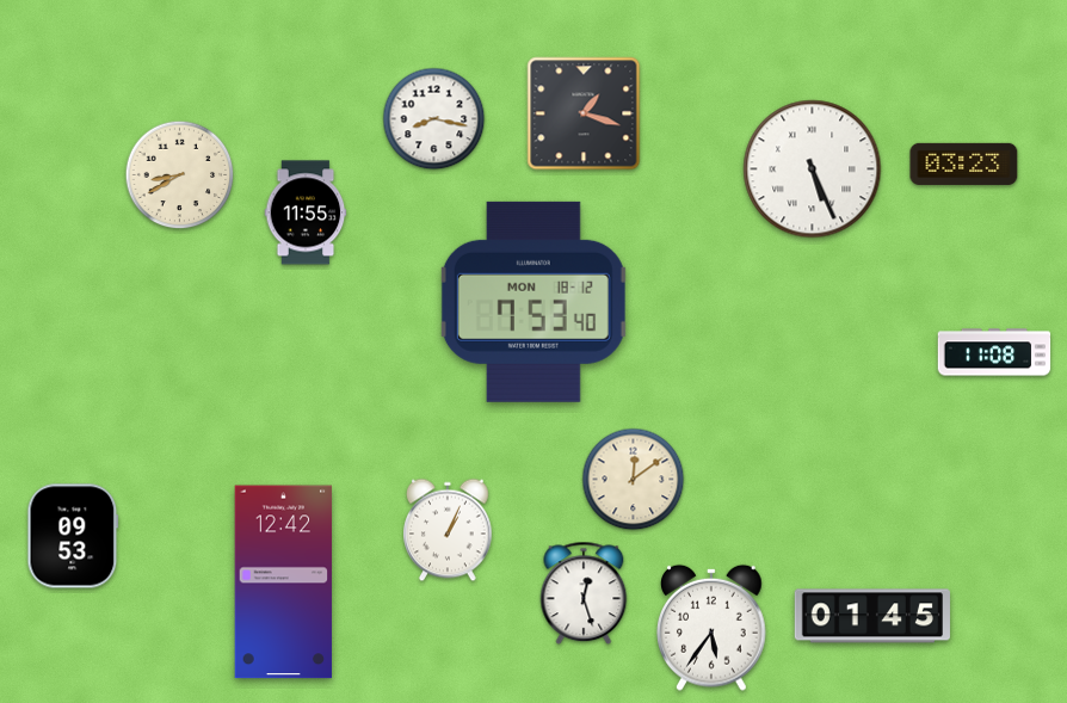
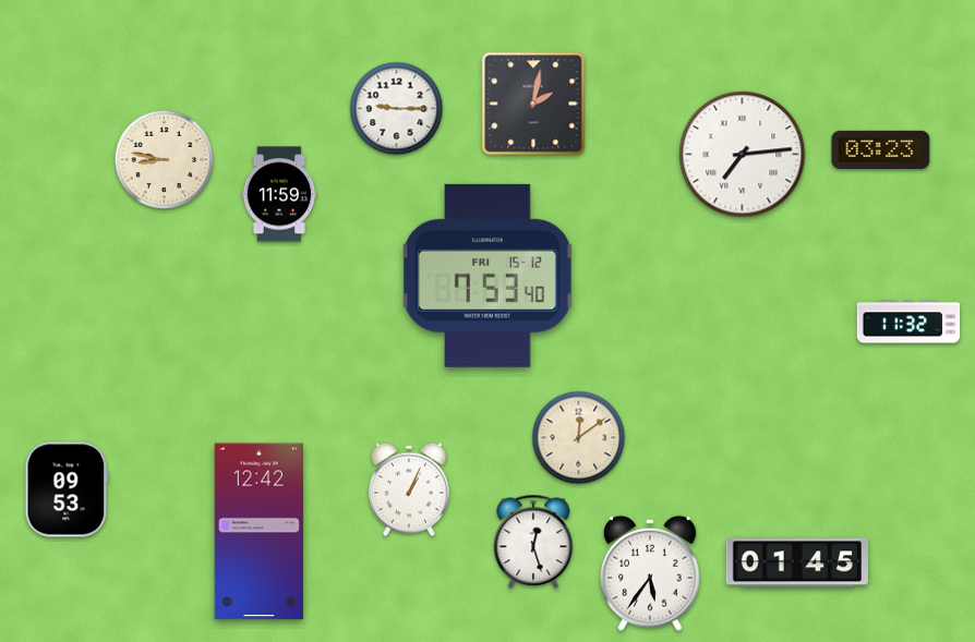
clock at (584, 113): 1:18 -> 2:02
clock at (434, 119): 8:17 -> 9:15
clock at (813, 169): 5:26 -> 7:14
clock at (180, 175): 8:40 -> 8:47
clock at (306, 212): 11:55 -> 11:59
clock at (533, 302) date: MON 18-12 -> FRI 15-12
clock at (994, 352): 11:08 -> 11:32
clock at (449, 530) position: (449, 530) -> (410, 489)
